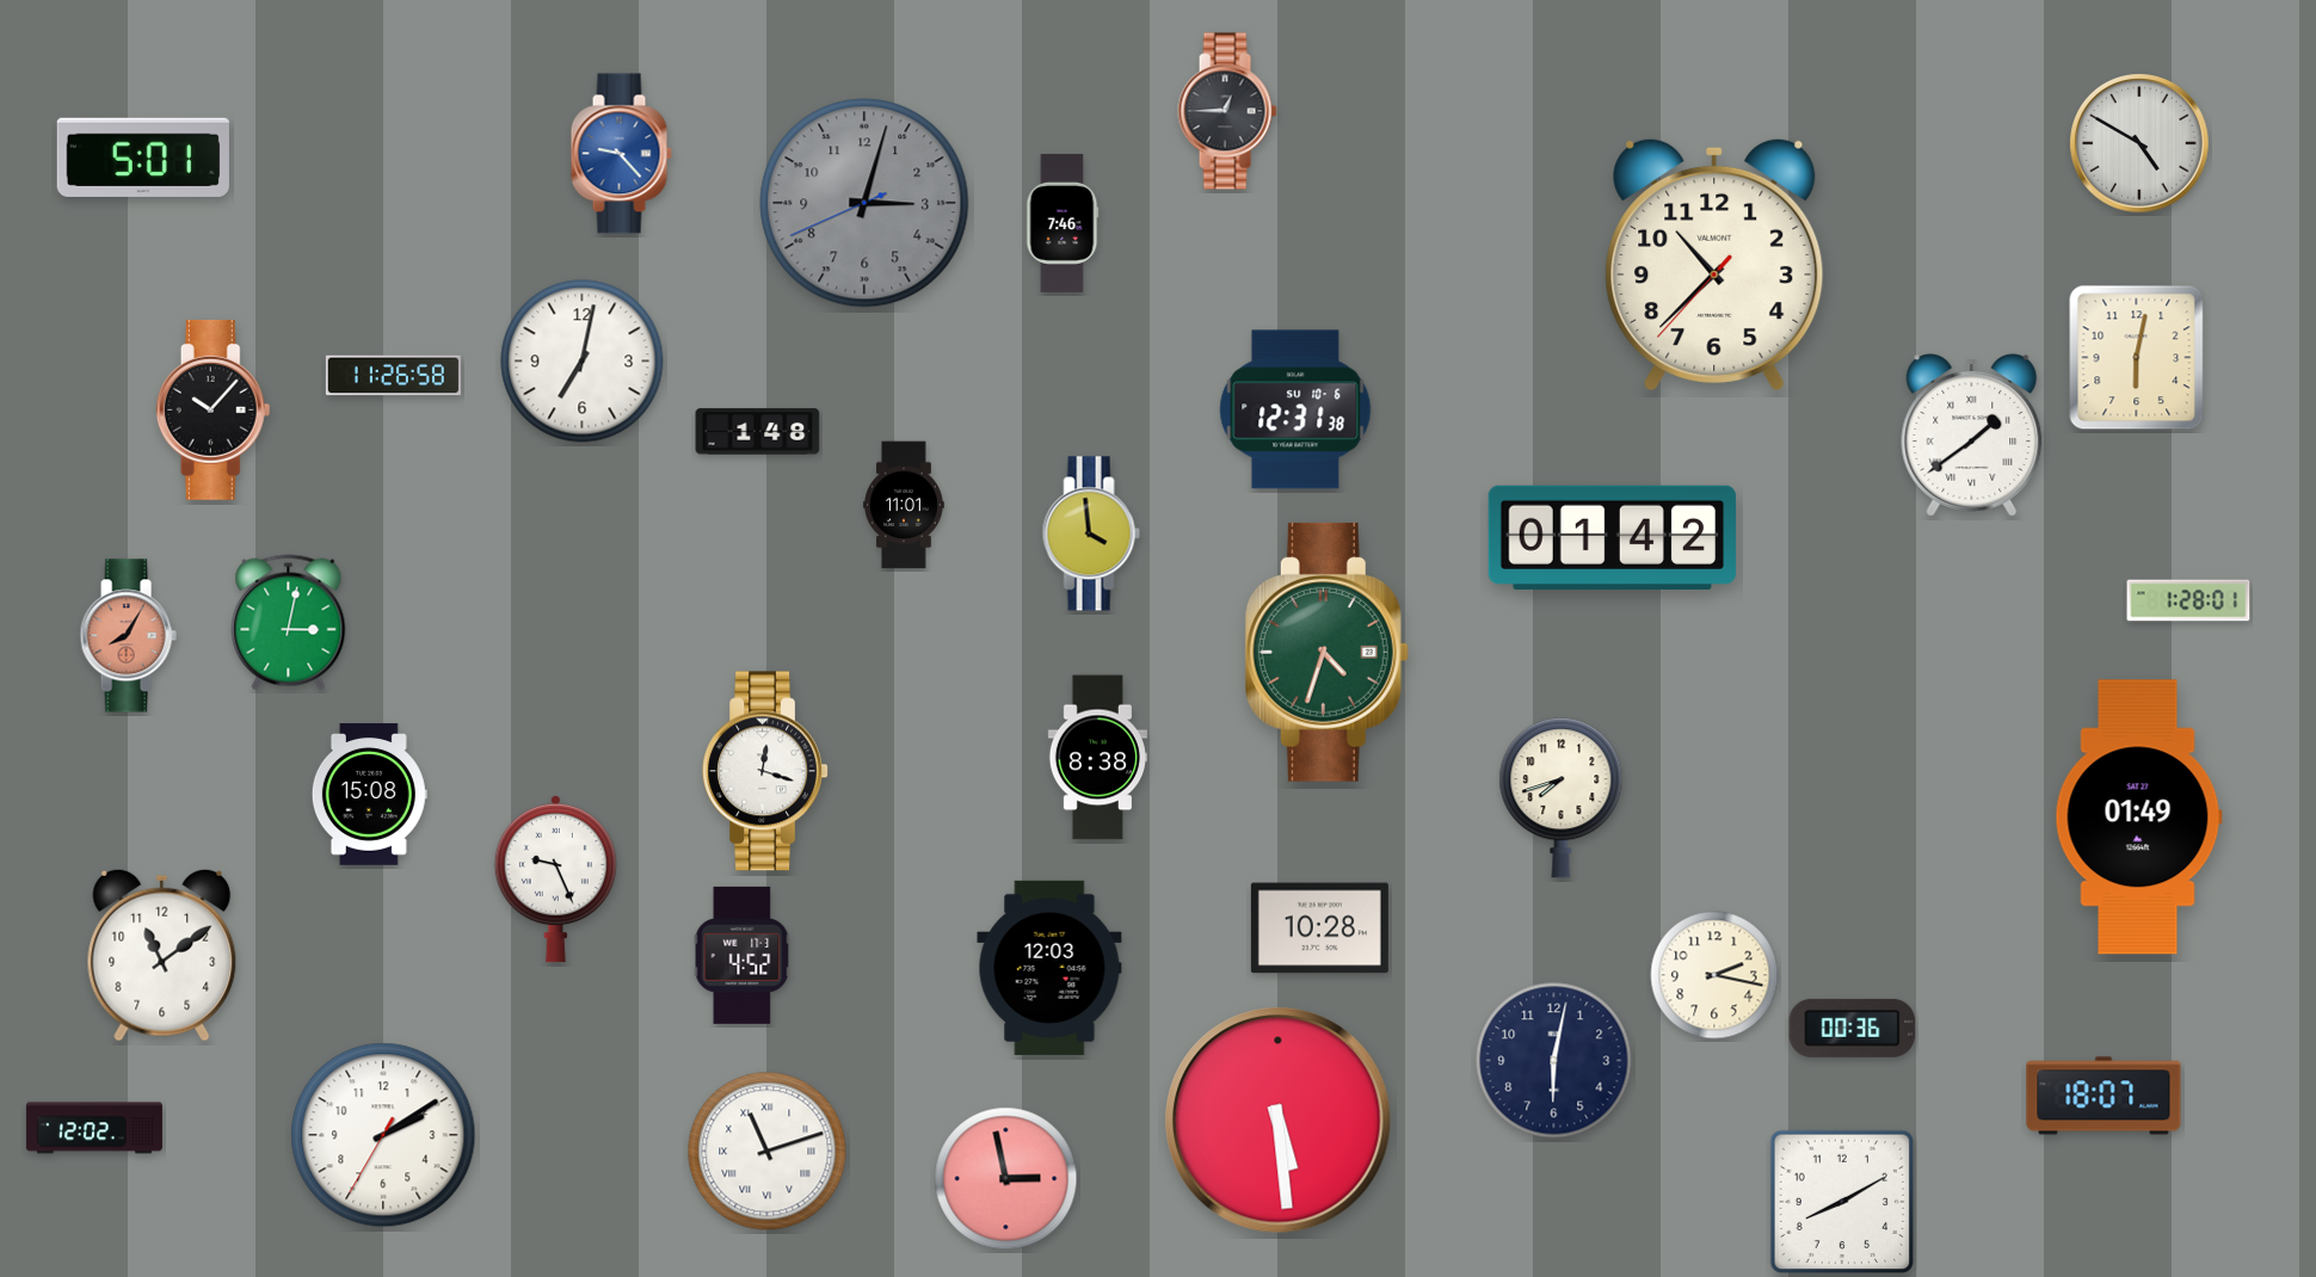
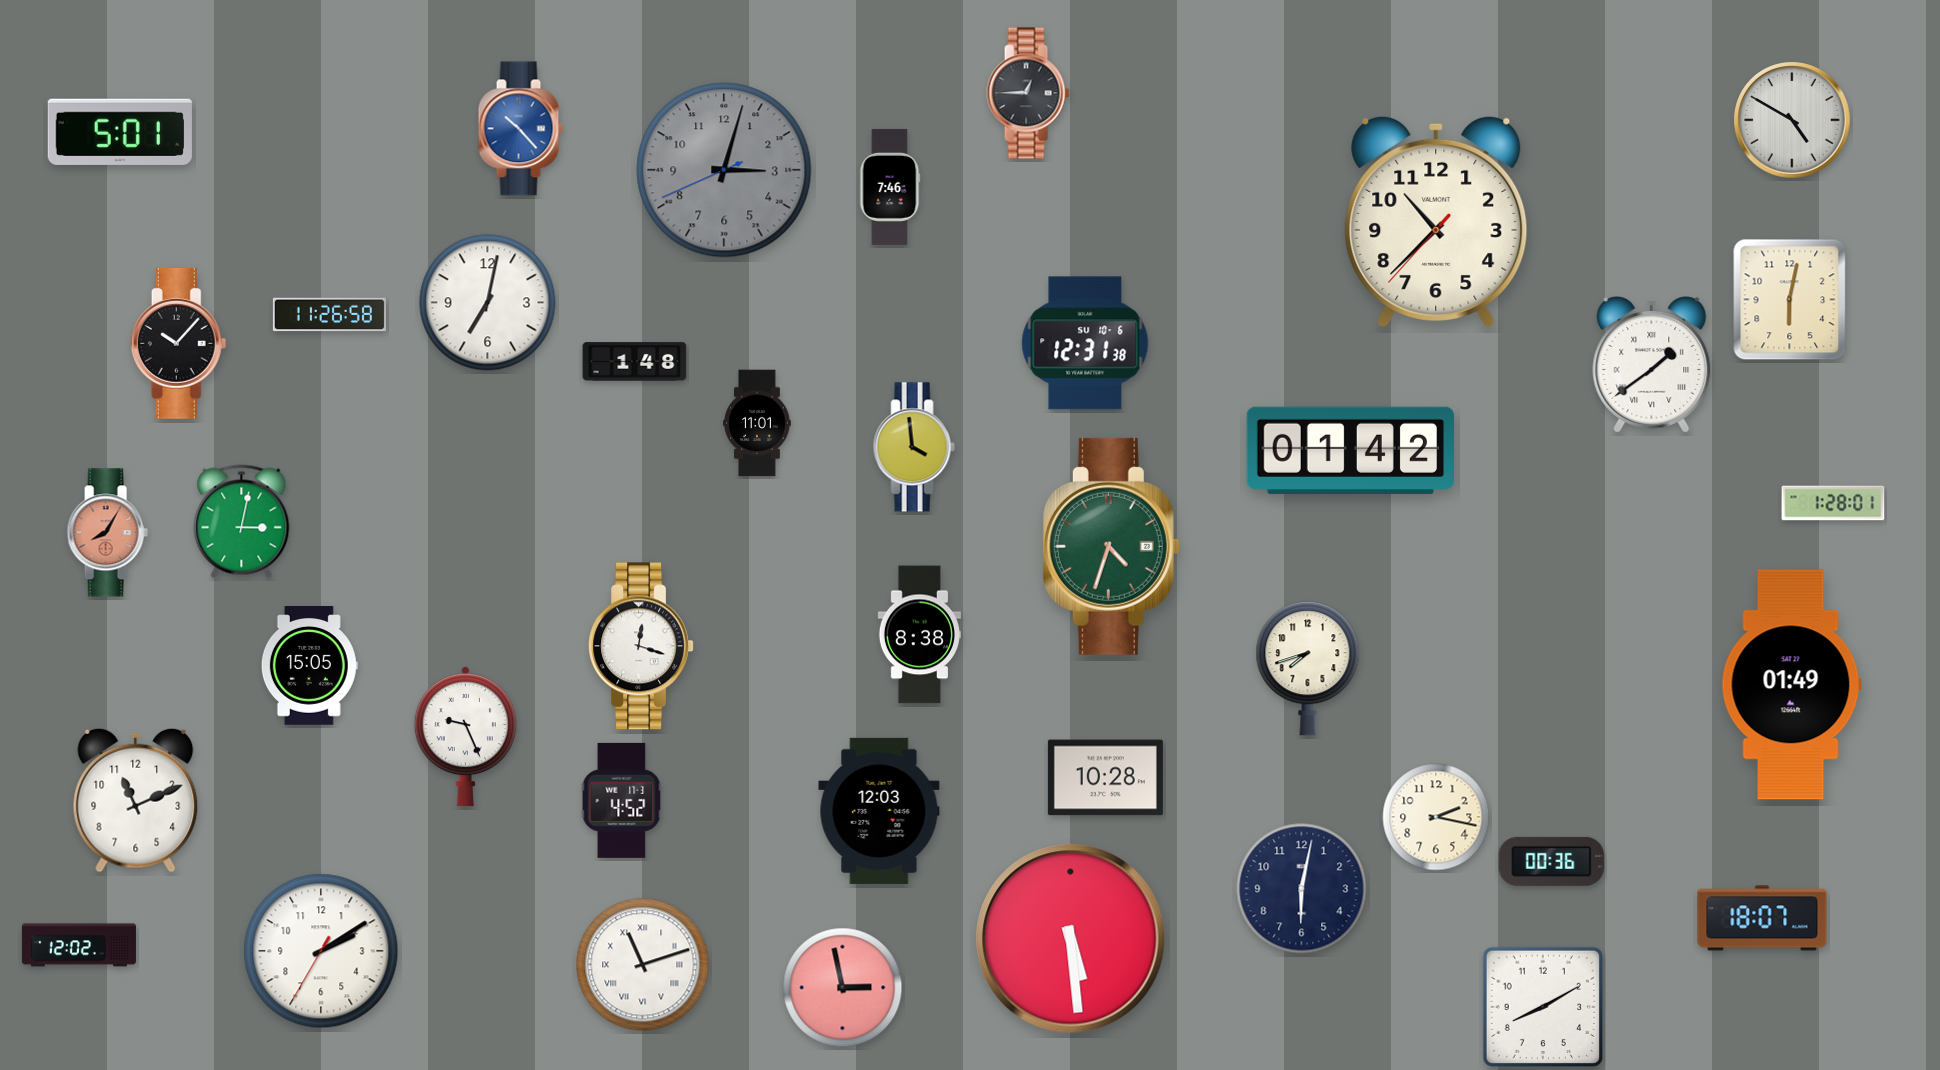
clock at (621, 154): 9:23 -> 10:23
clock at (369, 795): 15:08 -> 15:05
clock at (162, 955): 11:09 -> 11:11
